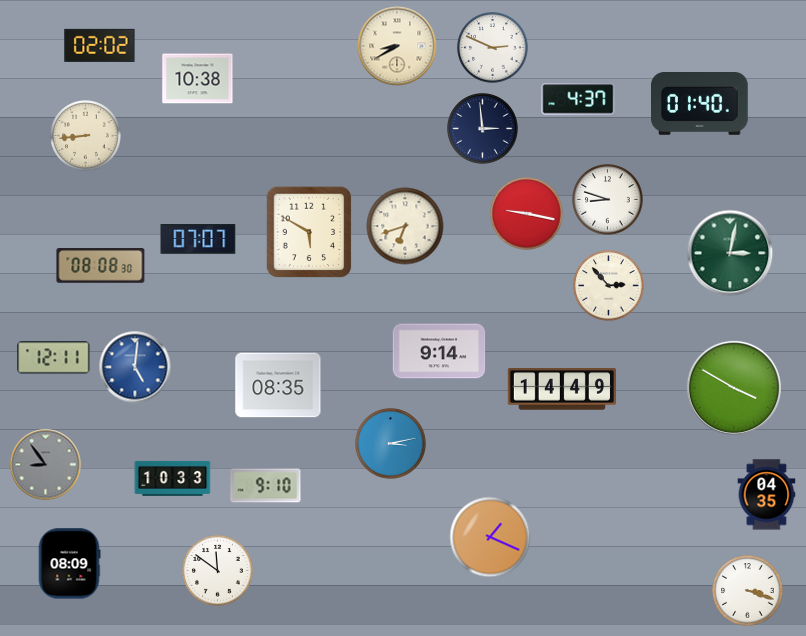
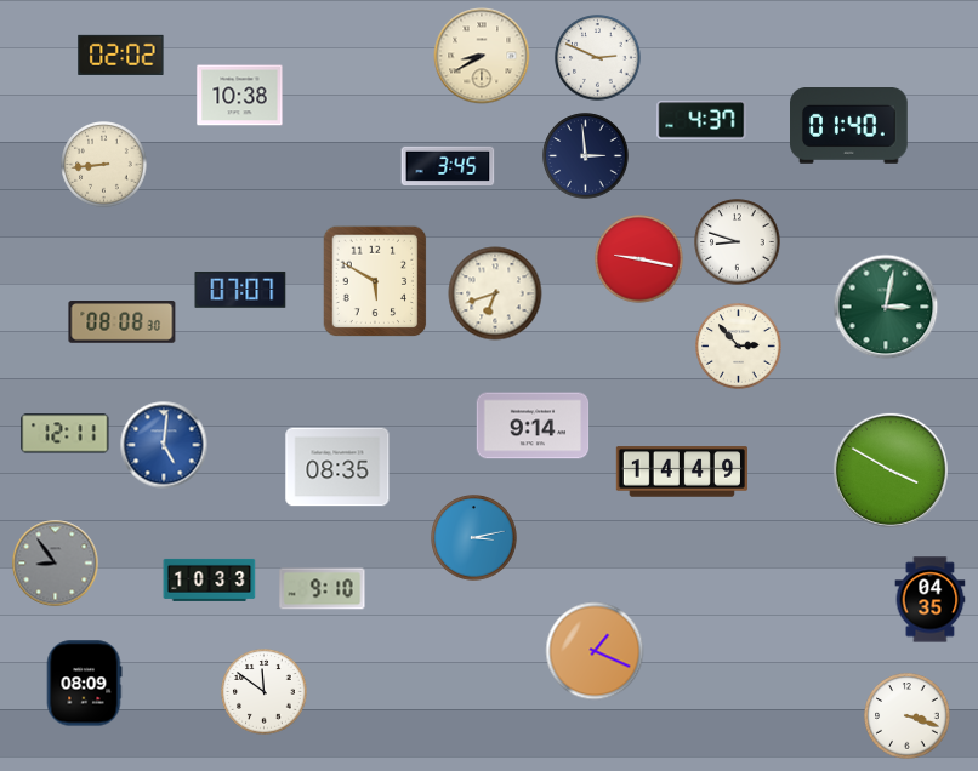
clock at (448, 165): none -> 3:45
clock at (405, 226) position: (405, 226) -> (495, 293)
